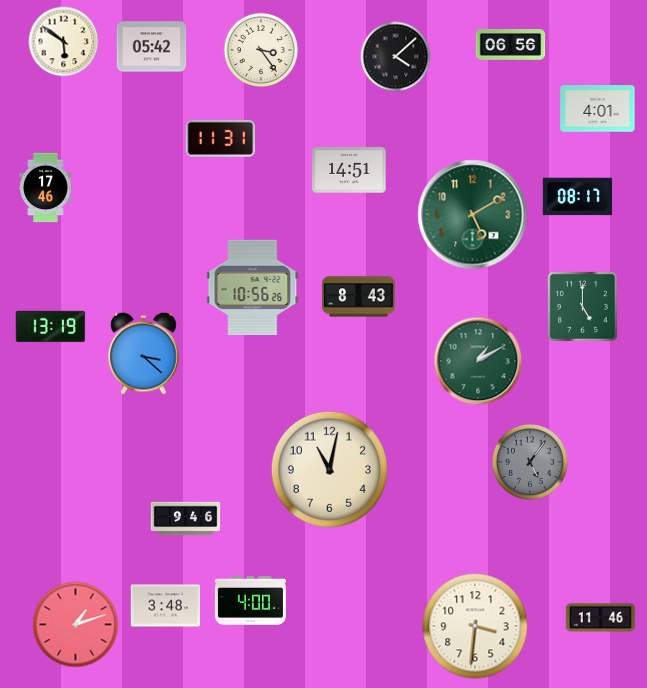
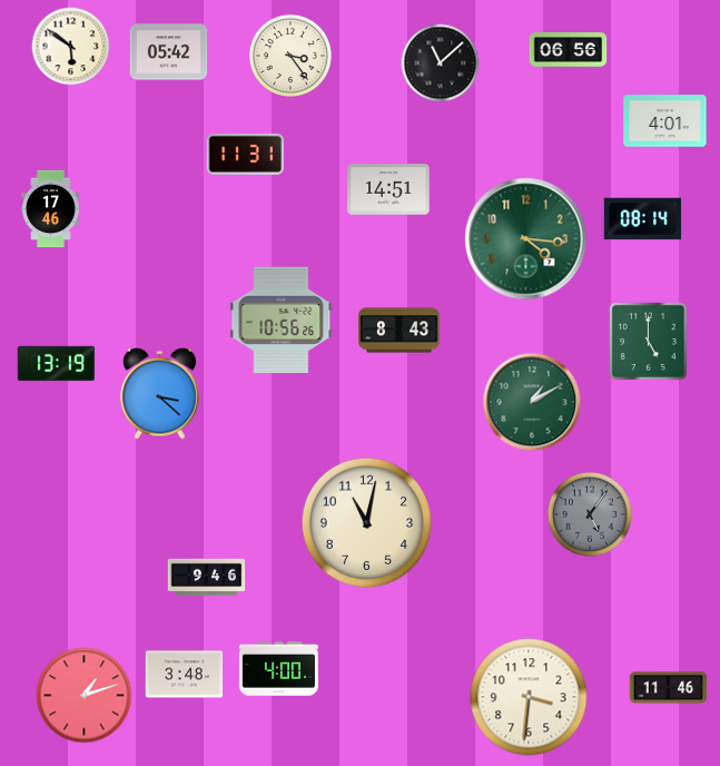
clock at (396, 57): 4:08 -> 11:08
clock at (578, 197): 08:17 -> 08:14
clock at (473, 215): 5:10 -> 4:16
